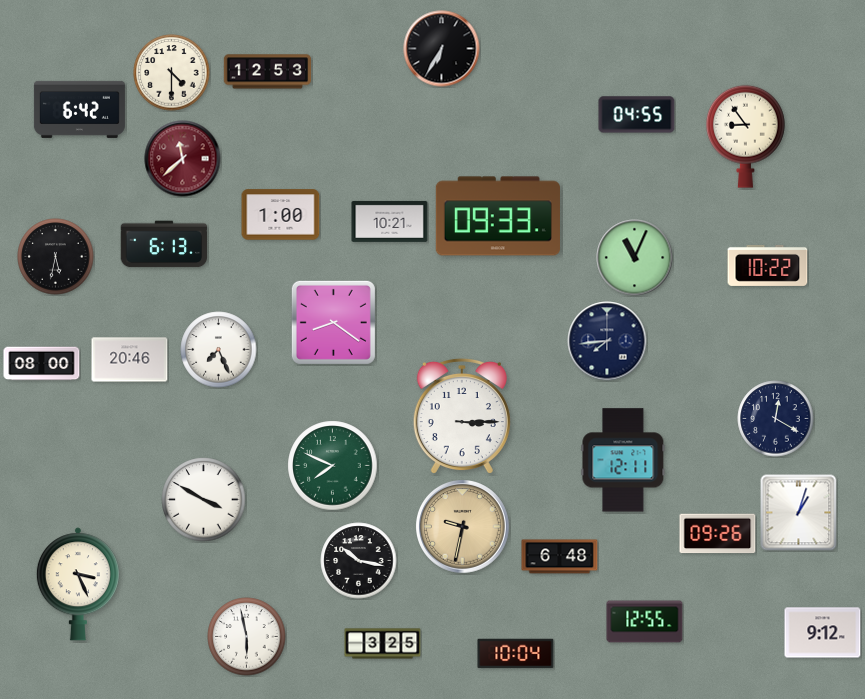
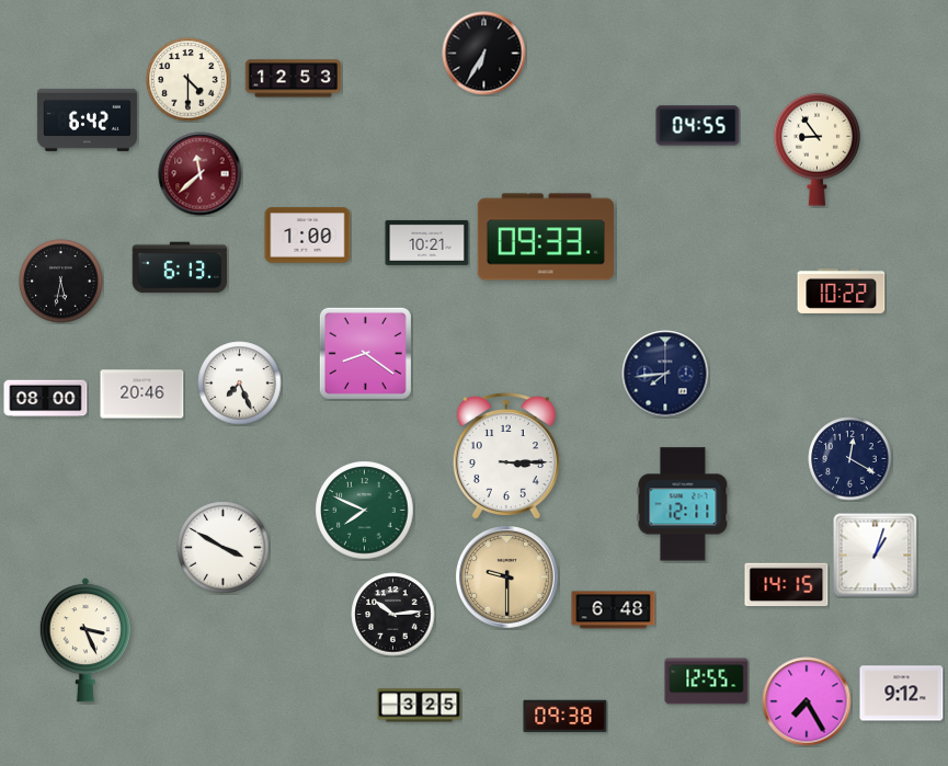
clock at (635, 258): 11:04 -> none
clock at (799, 513) position: (799, 513) -> (876, 556)
clock at (463, 527): 9:32 -> 9:30
clock at (718, 534): 09:26 -> 14:15
clock at (359, 561): 10:17 -> 10:14
clock at (247, 637): 5:58 -> none
clock at (807, 701): none -> 7:25
clock at (516, 654): 10:04 -> 09:38
